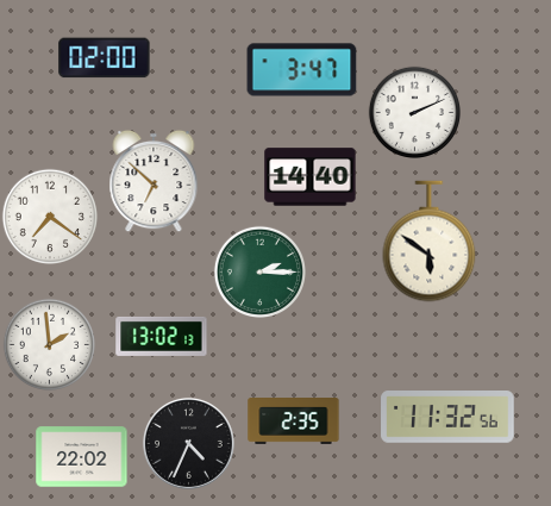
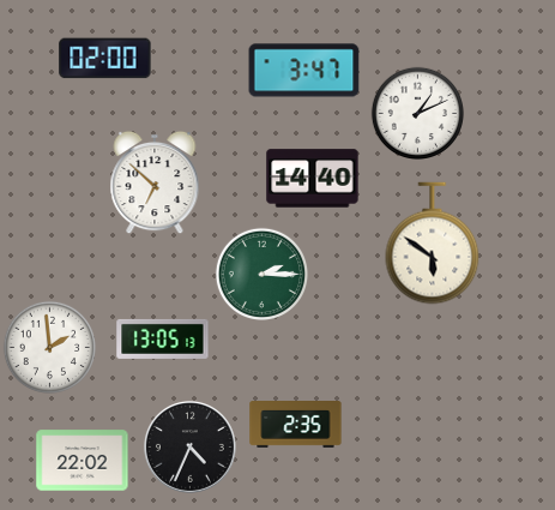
clock at (414, 112): 2:11 -> 1:11
clock at (50, 217): 7:21 -> none
clock at (162, 336): 13:02 -> 13:05
clock at (447, 418): 11:32 -> none
